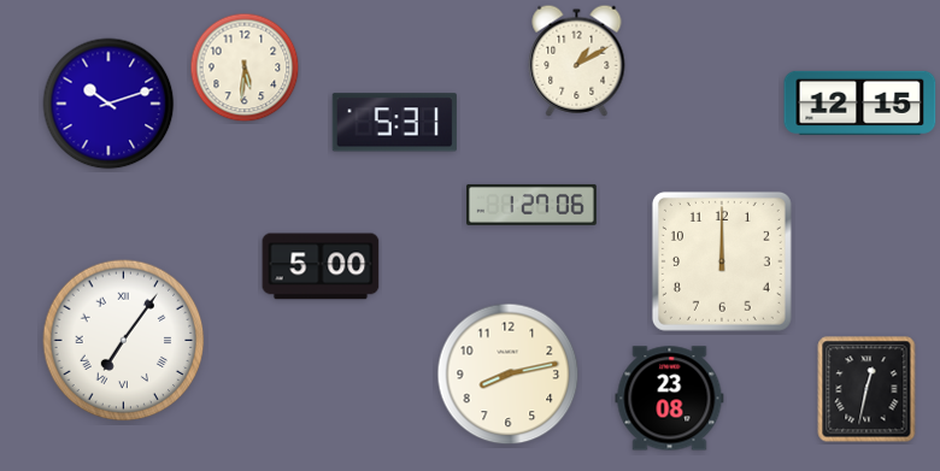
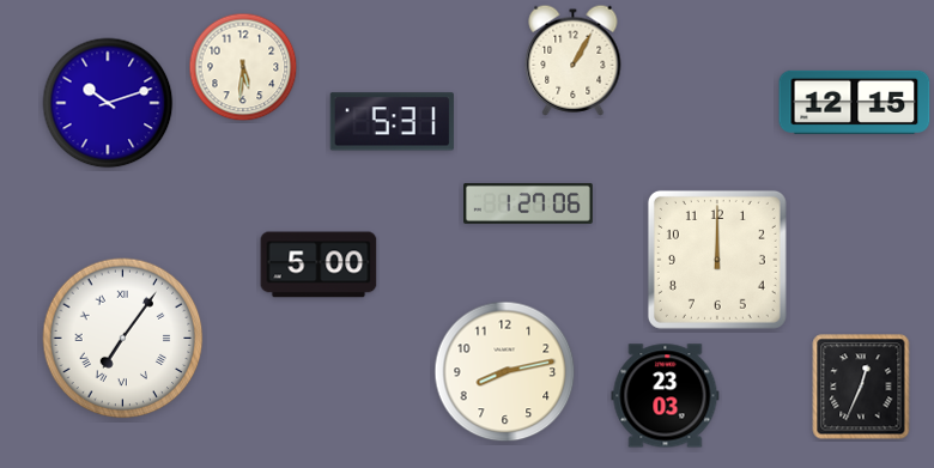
clock at (577, 60): 1:10 -> 1:05
clock at (866, 389): 12:32 -> 12:34
clock at (670, 399): 23:08 -> 23:03
